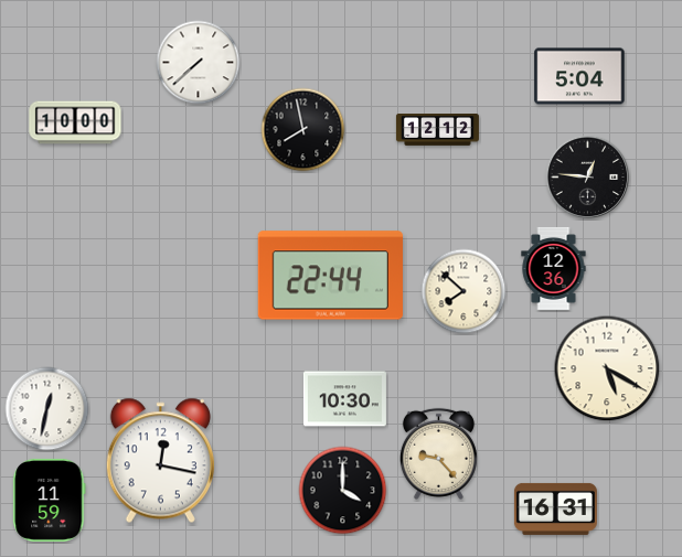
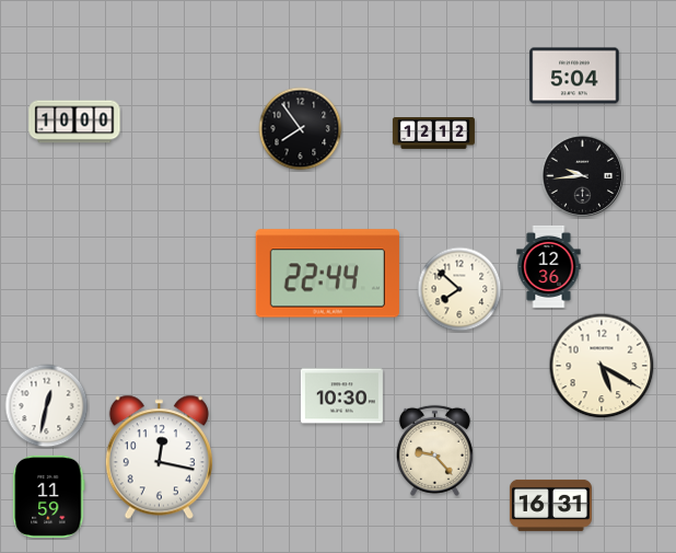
clock at (199, 63): 7:38 -> none
clock at (303, 130): 7:58 -> 7:54
clock at (437, 130) position: (437, 130) -> (433, 134)
clock at (588, 178): 12:46 -> 9:44
clock at (343, 491): 4:00 -> none
